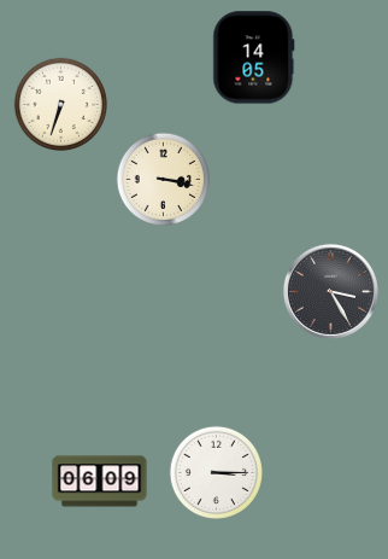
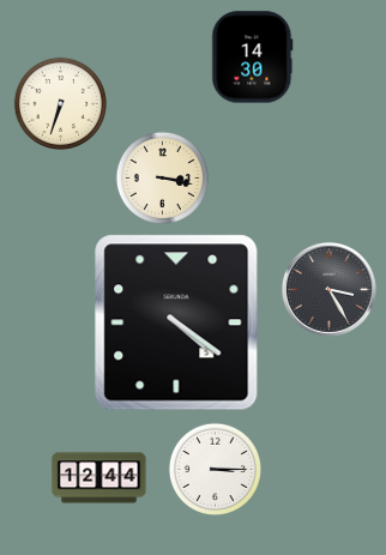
clock at (254, 58): 14:05 -> 14:30
clock at (176, 322): none -> 4:21
clock at (100, 482): 06:09 -> 12:44
